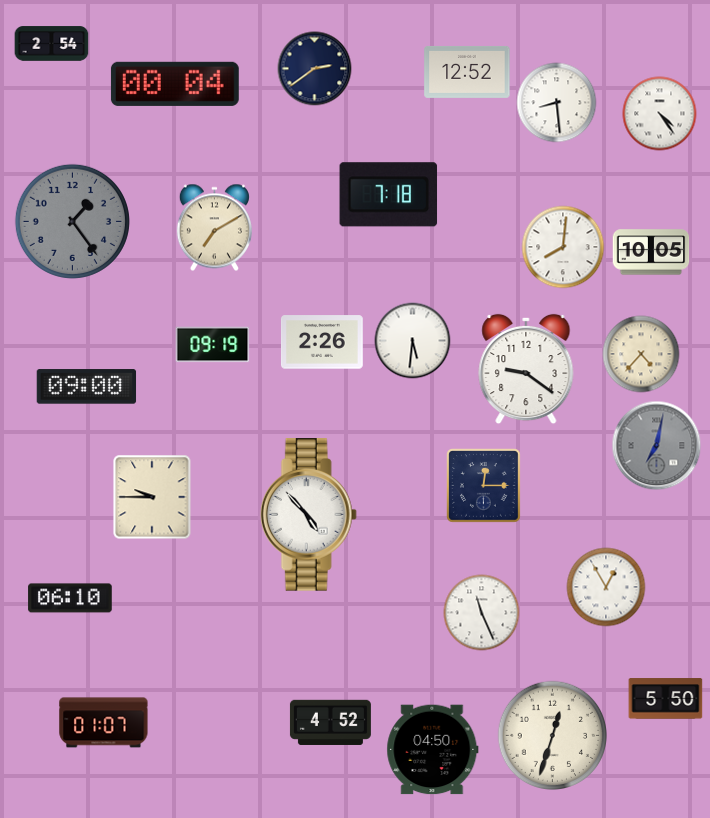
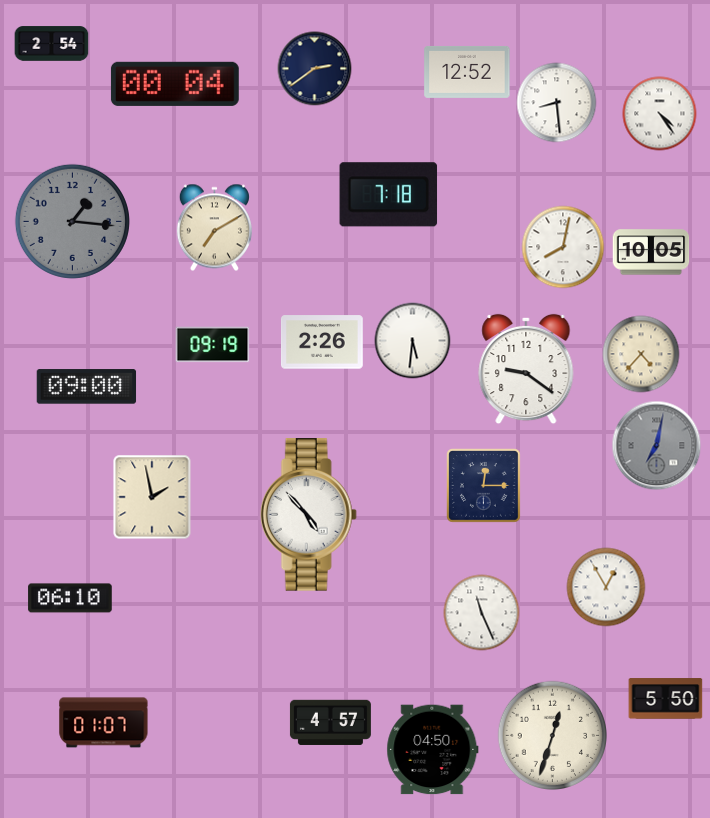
clock at (72, 221): 1:24 -> 1:16
clock at (563, 247): 8:01 -> 8:02
clock at (152, 497): 9:45 -> 1:58
clock at (330, 722): 4:52 -> 4:57
